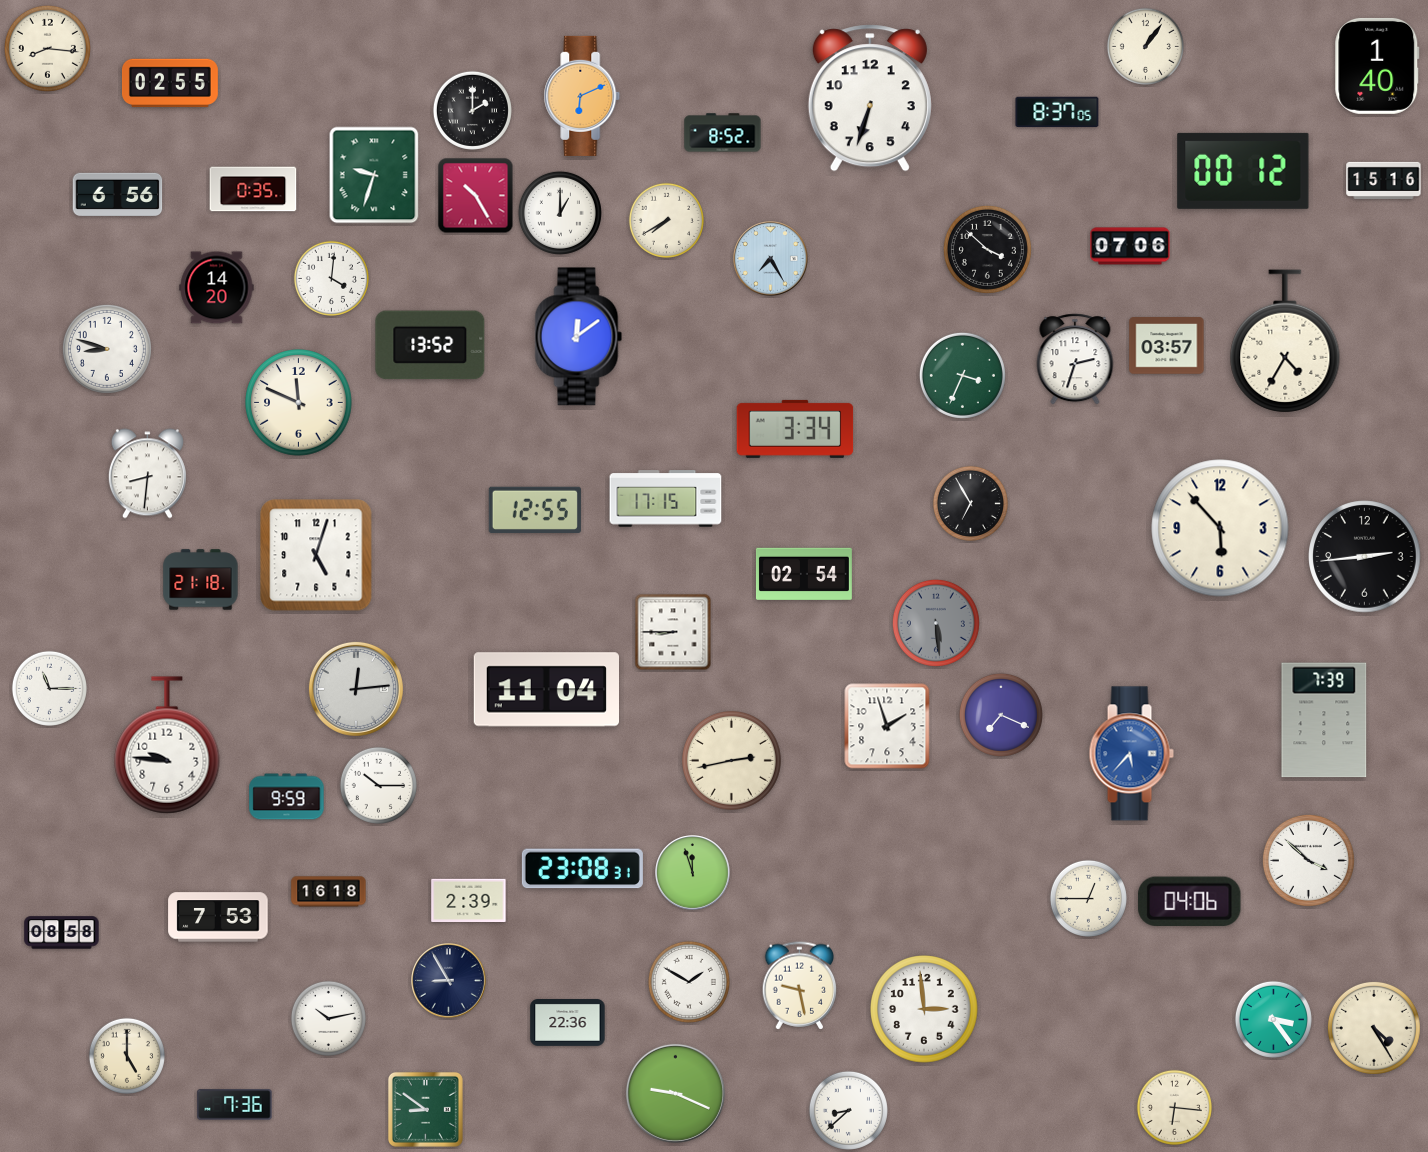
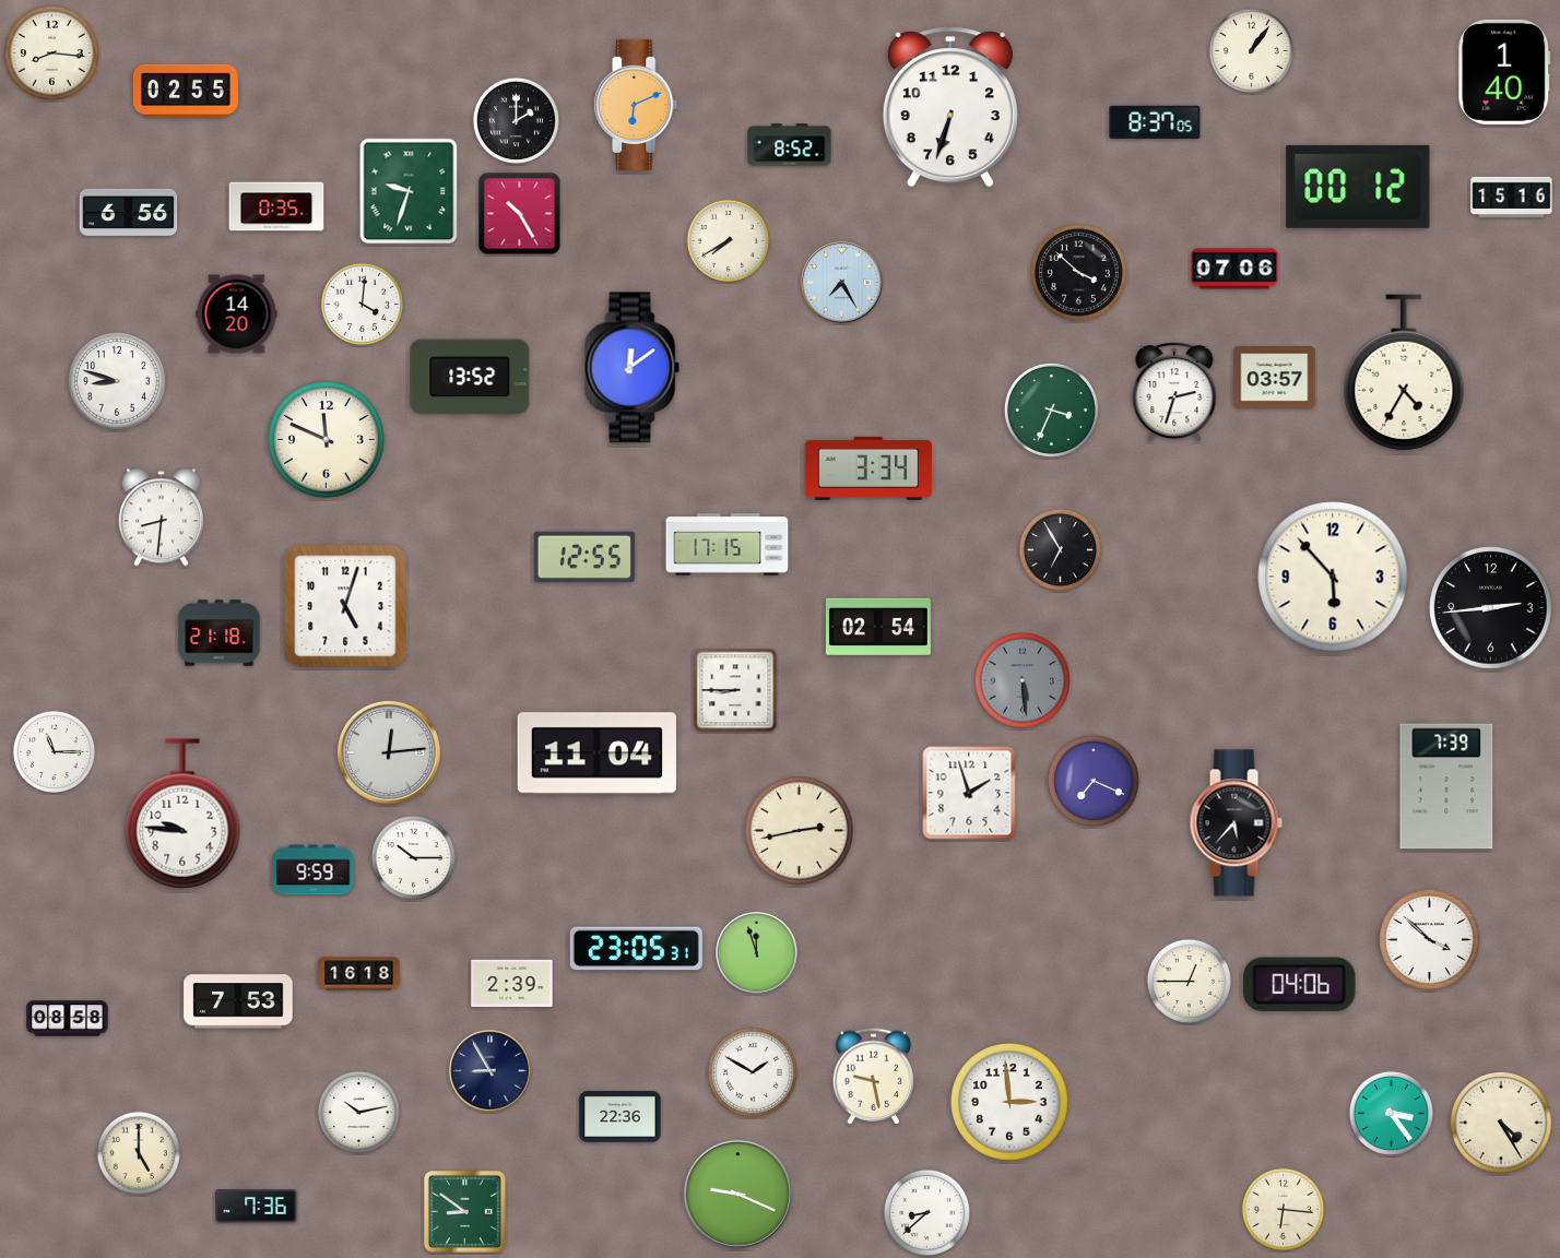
clock at (560, 213): 1:00 -> none
clock at (1131, 754) dial: blue -> black
clock at (582, 869): 23:08 -> 23:05
